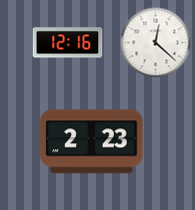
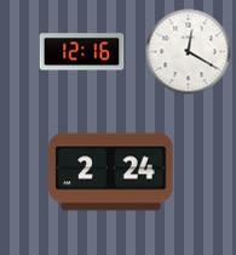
clock at (156, 43): 12:22 -> 12:20
clock at (92, 142): 2:23 -> 2:24
